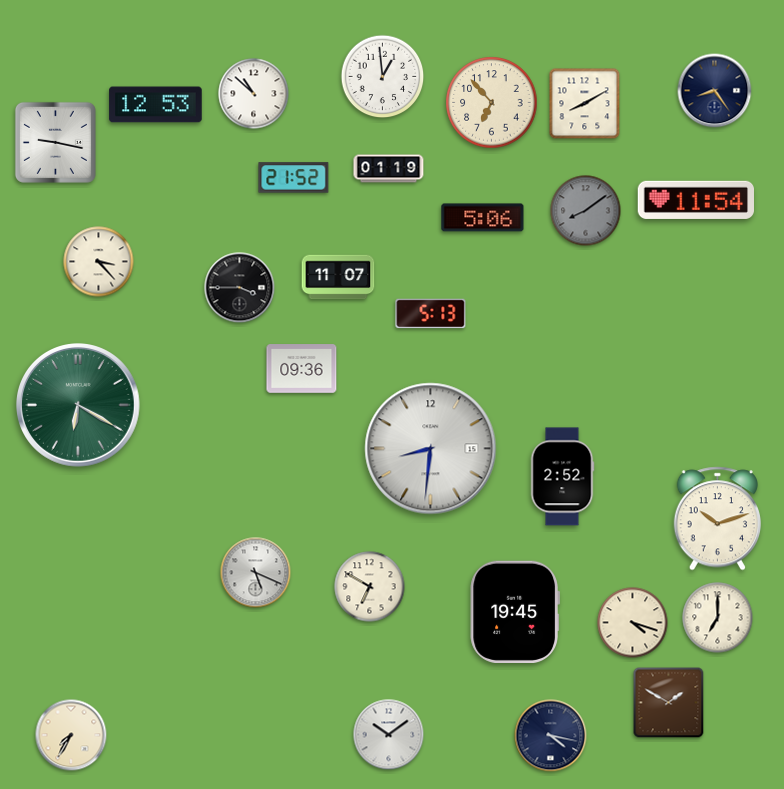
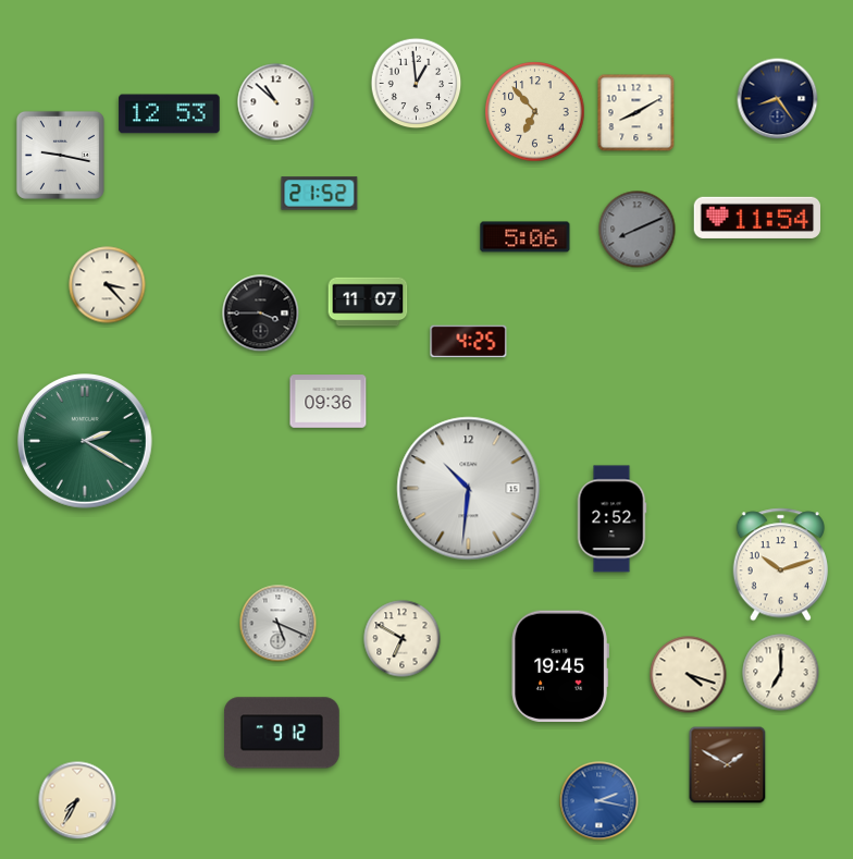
clock at (389, 169): 01:19 -> none
clock at (586, 211): 8:09 -> 8:11
clock at (431, 314): 5:13 -> 4:25
clock at (79, 406): 6:20 -> 2:20
clock at (431, 449): 8:31 -> 10:31
clock at (633, 623) position: (633, 623) -> (689, 675)
clock at (282, 733): none -> 9:12
clock at (389, 735): 10:09 -> none
clock at (551, 736): 4:17 -> 2:17
clock at (551, 736) dial: navy -> blue
